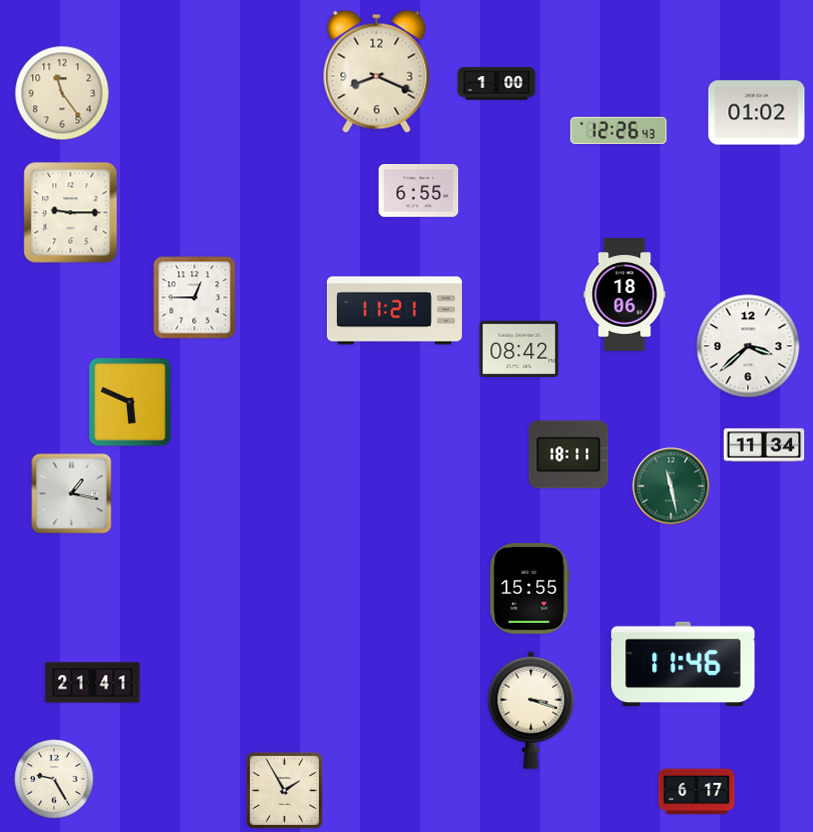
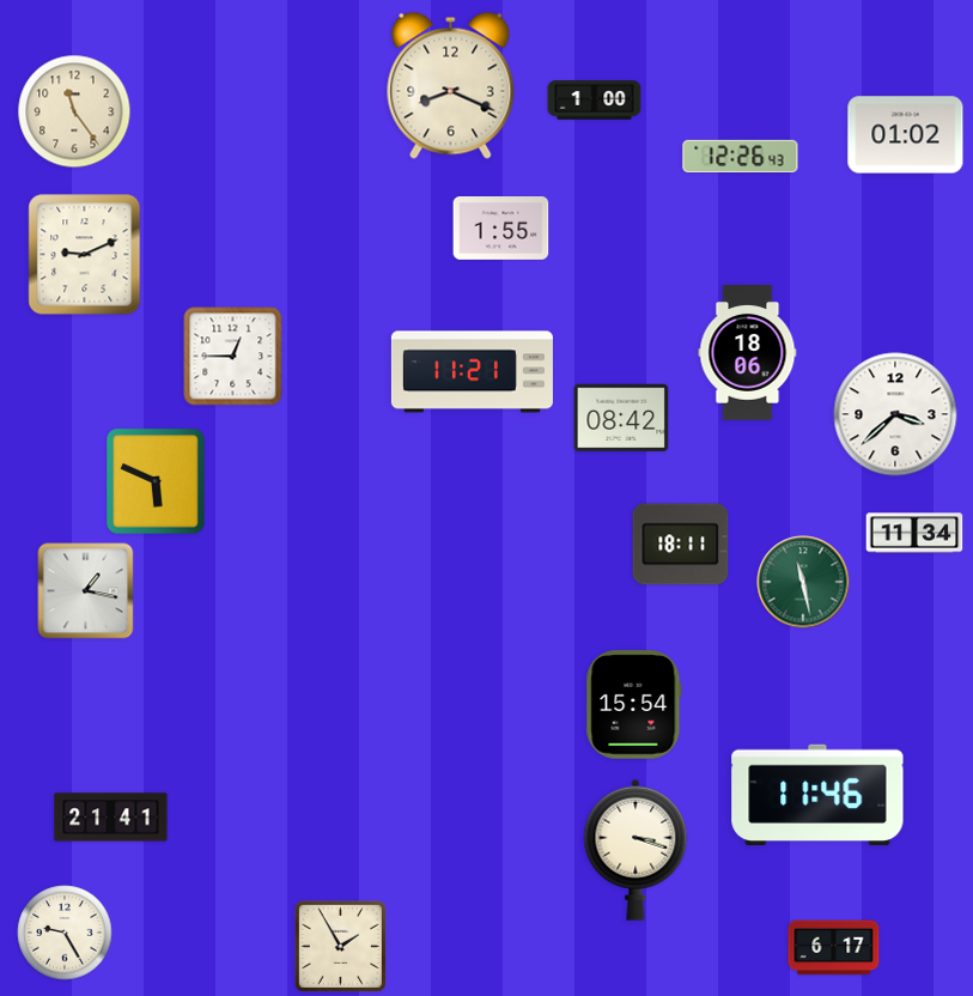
clock at (419, 191): 6:55 -> 1:55
clock at (71, 213): 9:15 -> 9:11
clock at (530, 589): 15:55 -> 15:54
